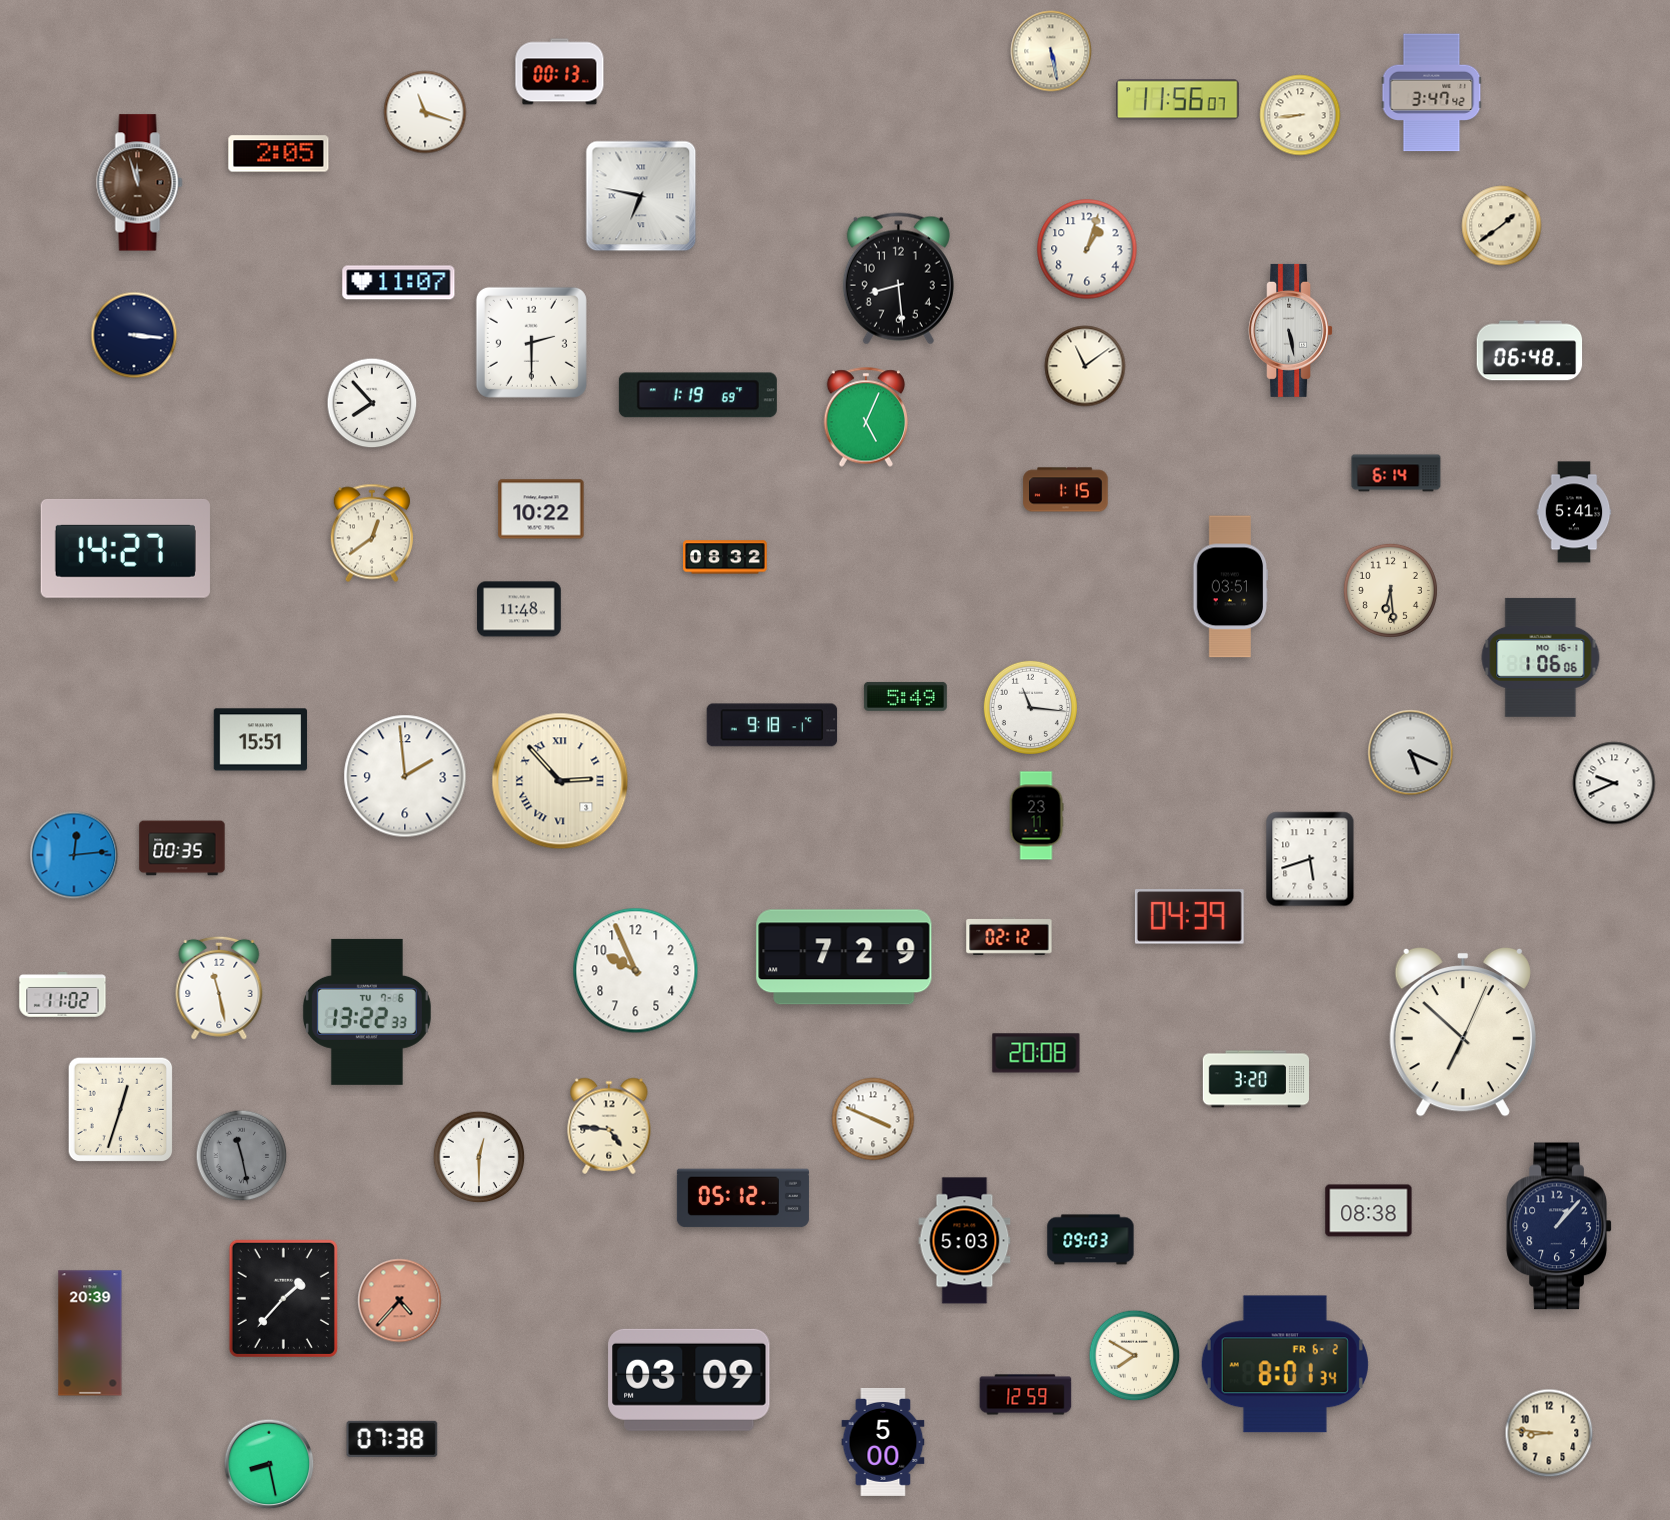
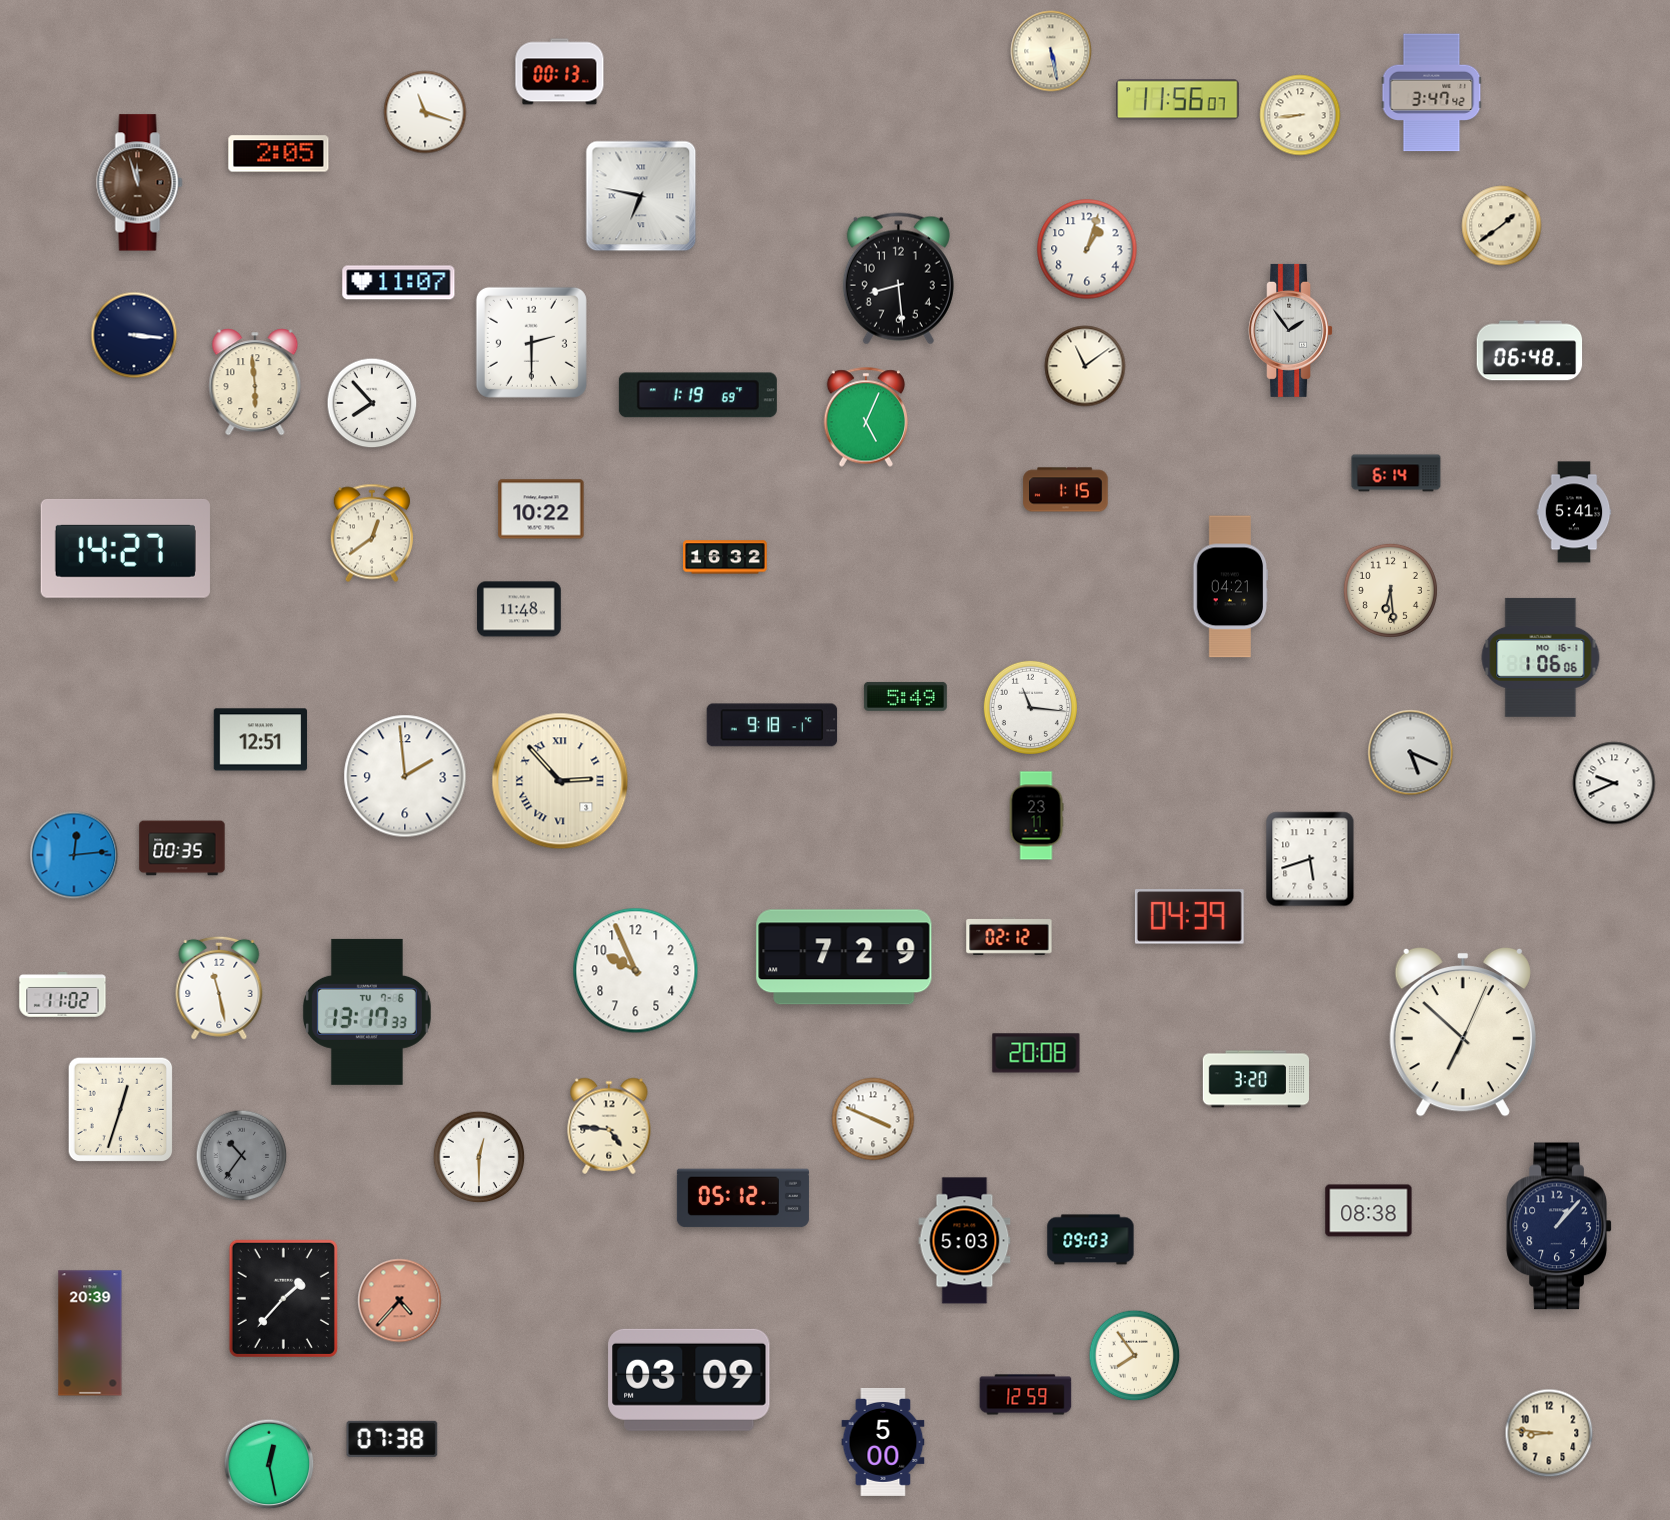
clock at (1291, 330): 5:28 -> 1:54
clock at (255, 382): none -> 5:59
clock at (725, 557): 08:32 -> 16:32
clock at (1231, 587): 03:51 -> 04:21
clock at (260, 740): 15:51 -> 12:51
clock at (367, 1012): 13:22 -> 13:17
clock at (242, 1156): 11:28 -> 10:36
clock at (1135, 1356): 7:50 -> 7:54
clock at (1285, 1364): 8:01 -> none
clock at (269, 1464): 8:28 -> 12:28
